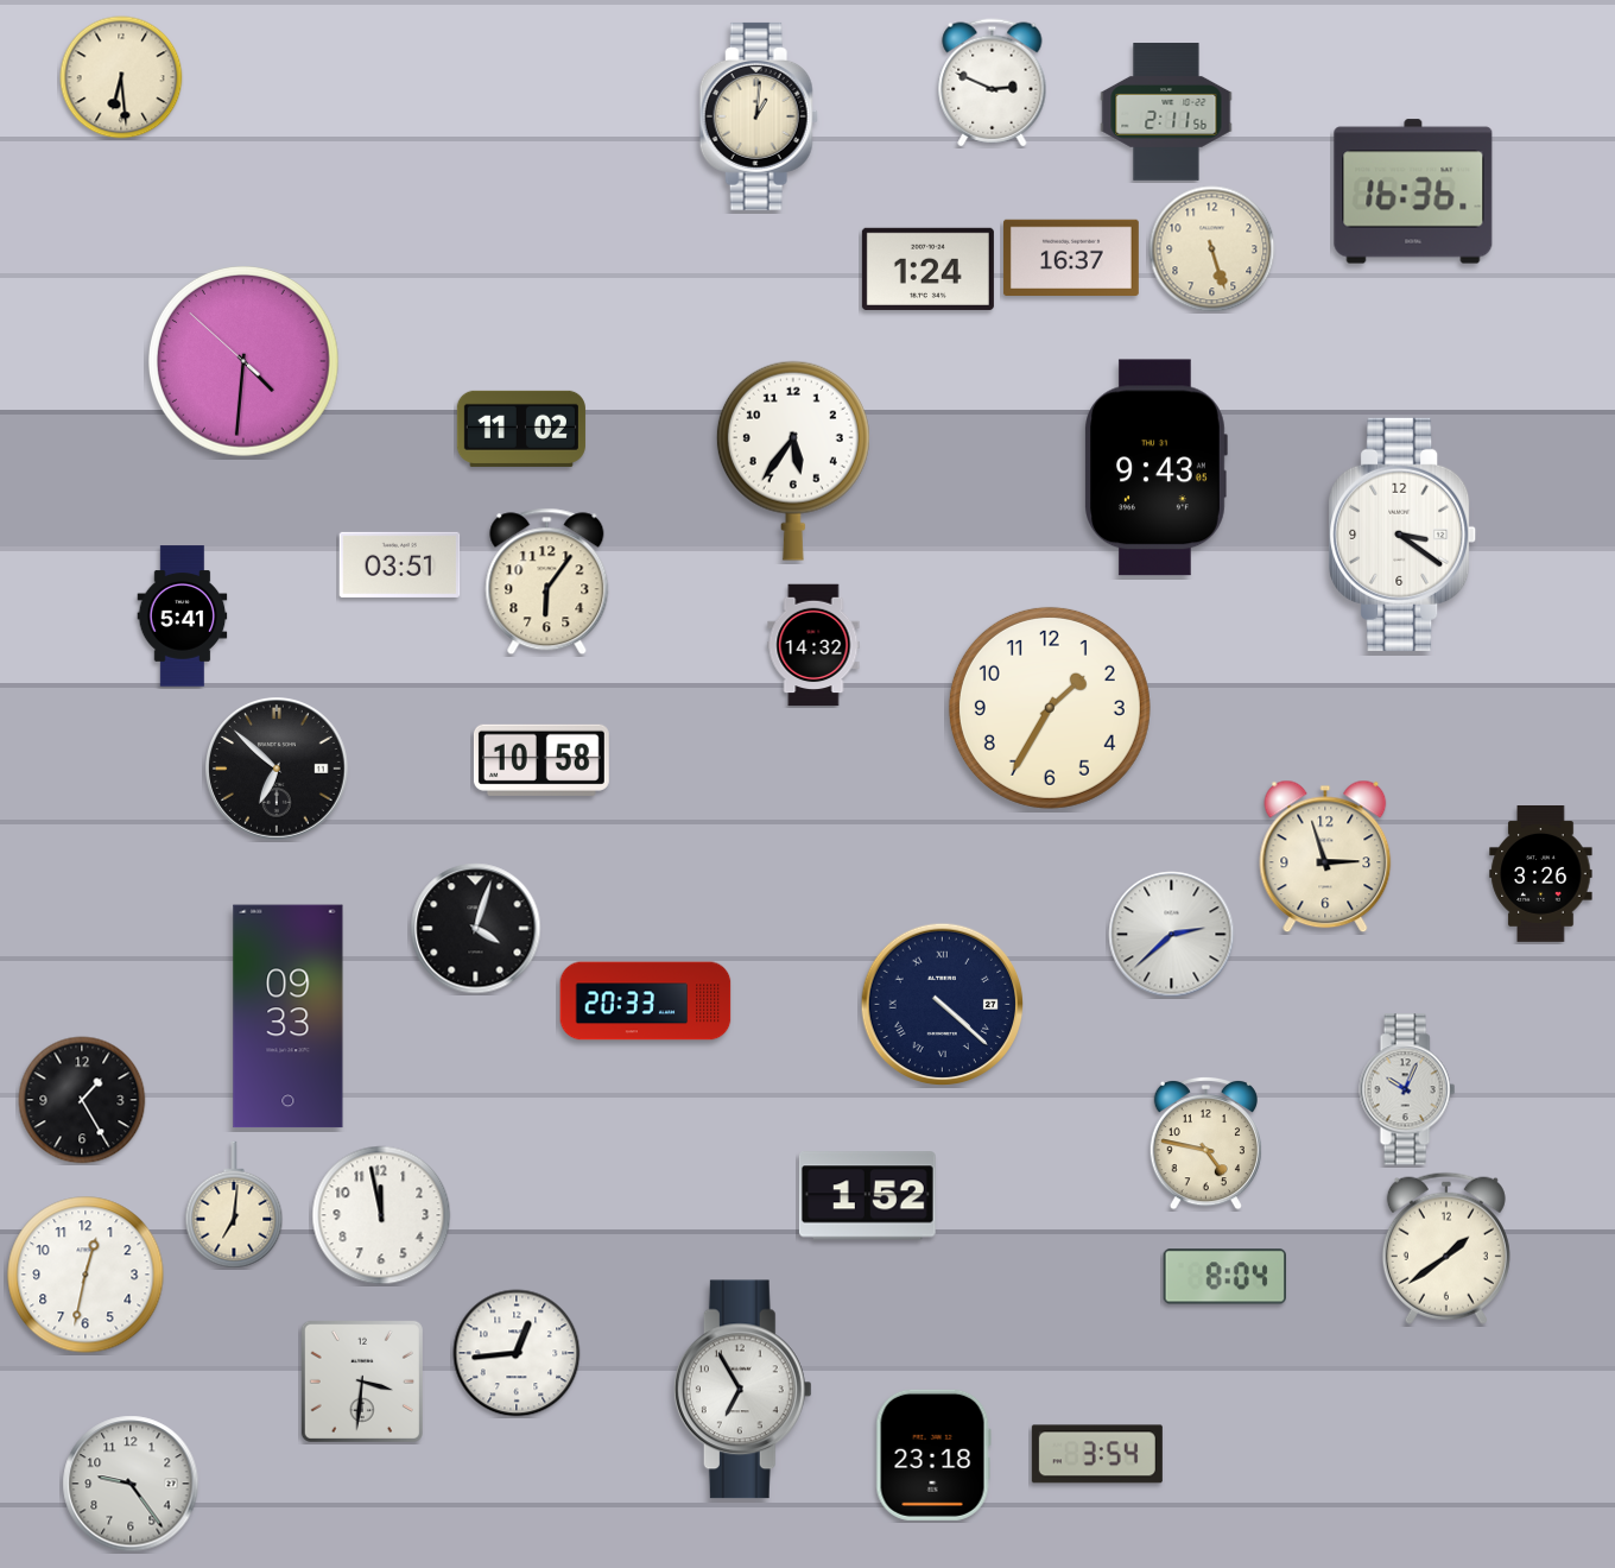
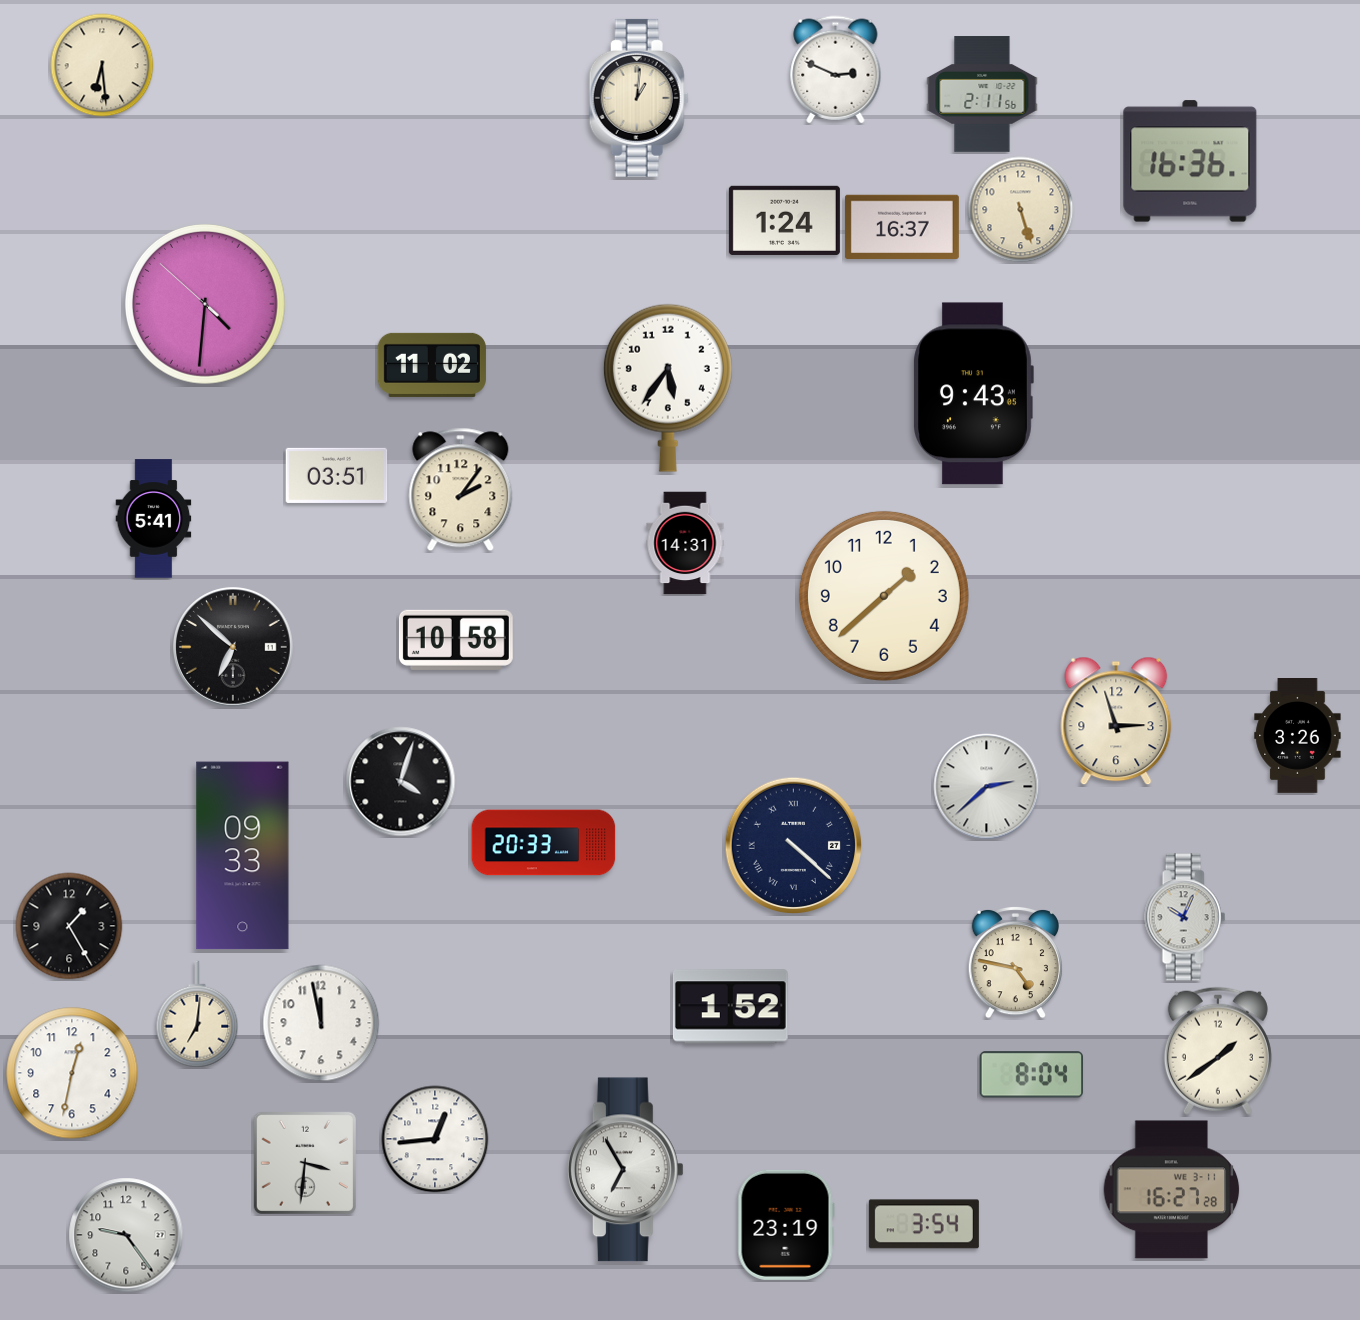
clock at (1071, 258) position: (1071, 258) -> (902, 227)
clock at (927, 268) position: (927, 268) -> (784, 220)
clock at (521, 429) position: (521, 429) -> (432, 365)
clock at (1404, 535): 3:21 -> none
clock at (547, 582): 6:06 -> 2:06
clock at (813, 645): 14:32 -> 14:31
clock at (1050, 708): 1:35 -> 1:38
clock at (1172, 1190): none -> 16:27
clock at (933, 1455): 23:18 -> 23:19
clock at (131, 1484) position: (131, 1484) -> (126, 1235)
